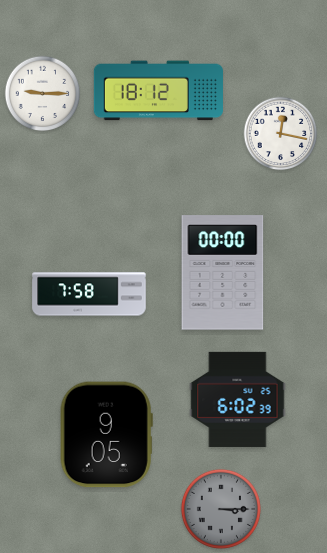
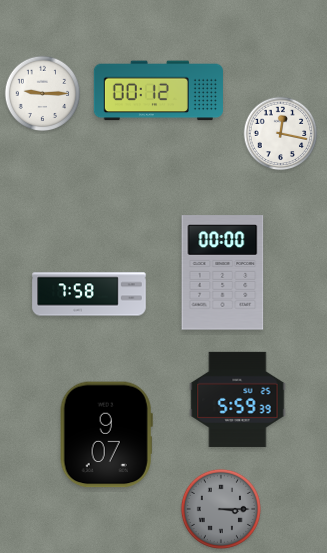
clock at (158, 91): 18:12 -> 00:12
clock at (238, 399): 6:02 -> 5:59
clock at (106, 435): 9:05 -> 9:07
